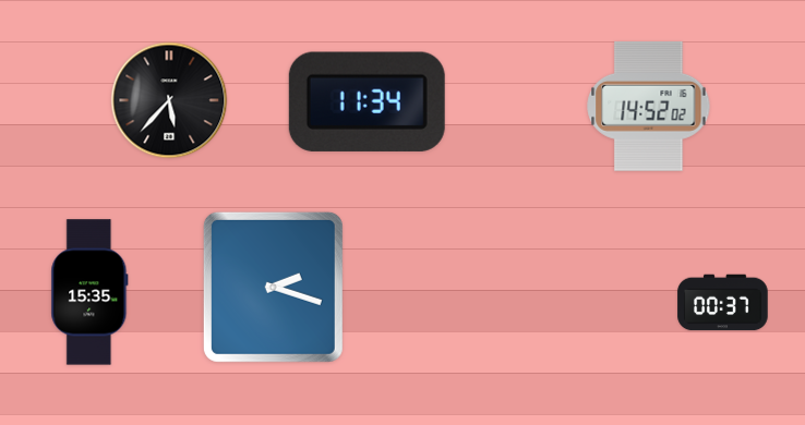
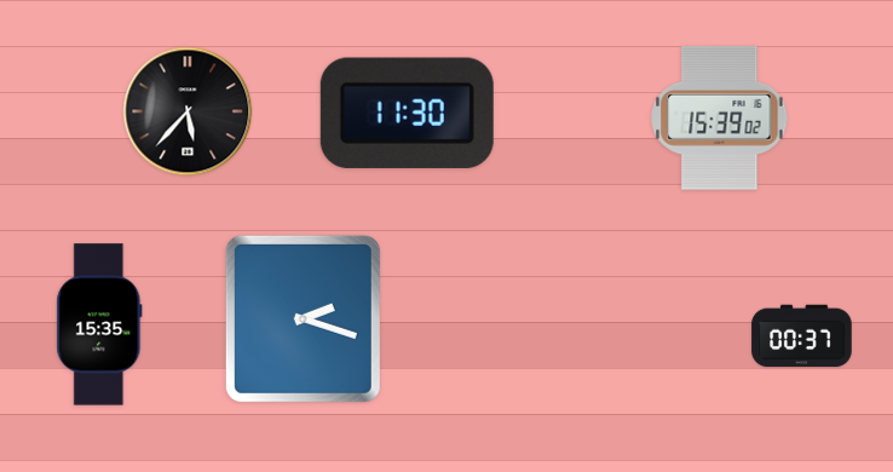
clock at (367, 101): 11:34 -> 11:30
clock at (649, 106): 14:52 -> 15:39
